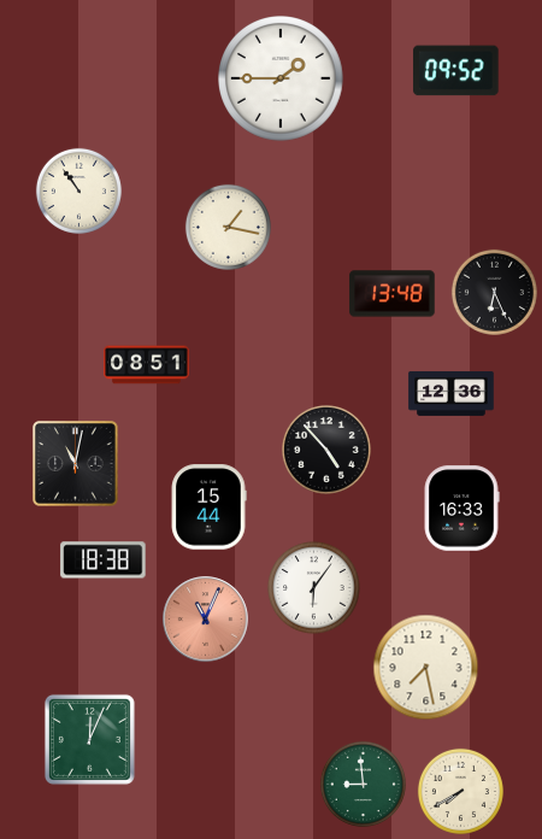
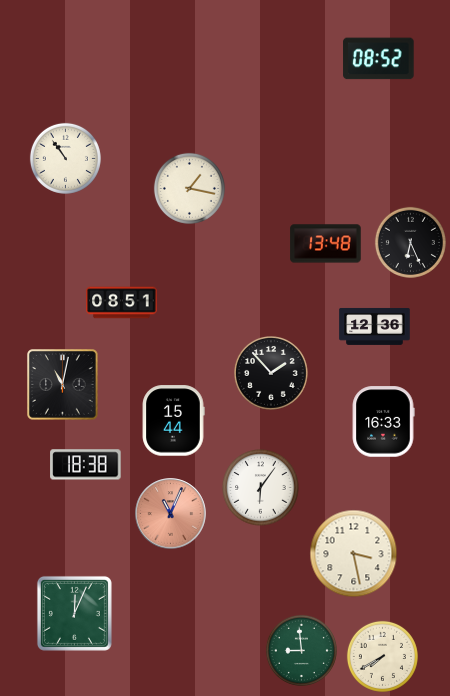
clock at (456, 71): 09:52 -> 08:52
clock at (282, 80): 1:45 -> none
clock at (328, 451): 4:53 -> 1:53
clock at (426, 668): 7:28 -> 3:28
